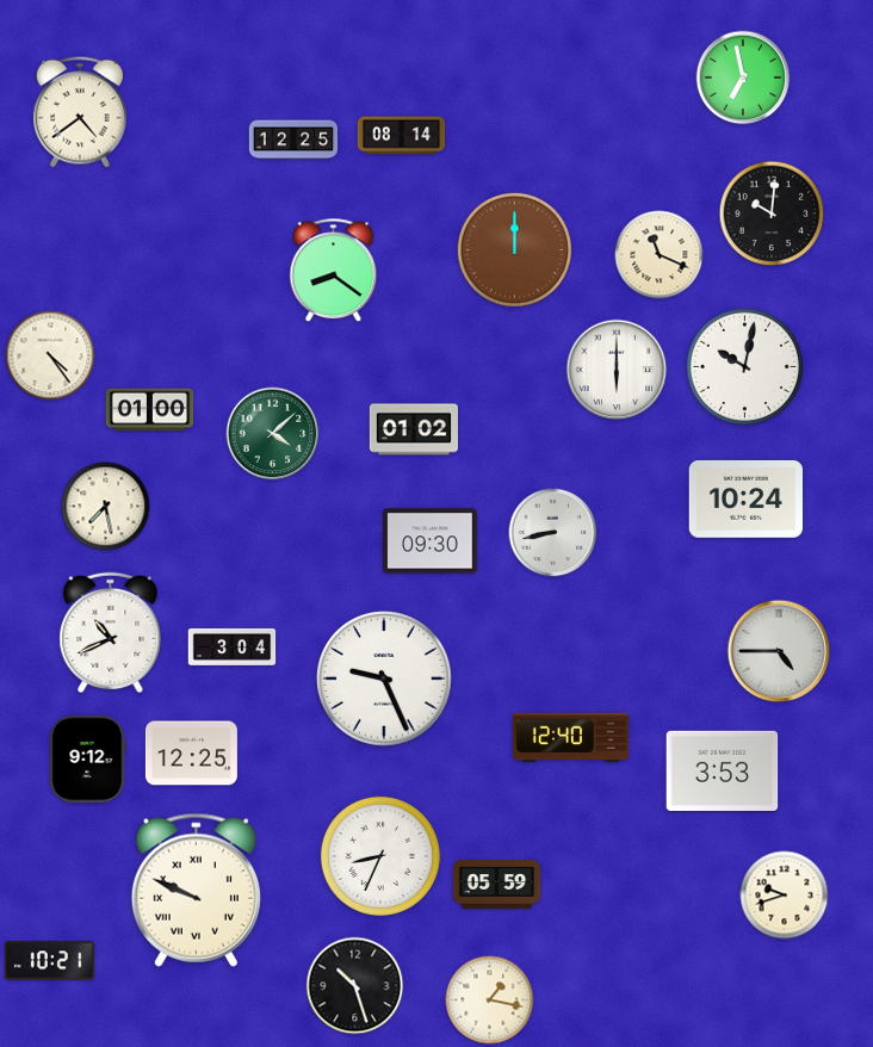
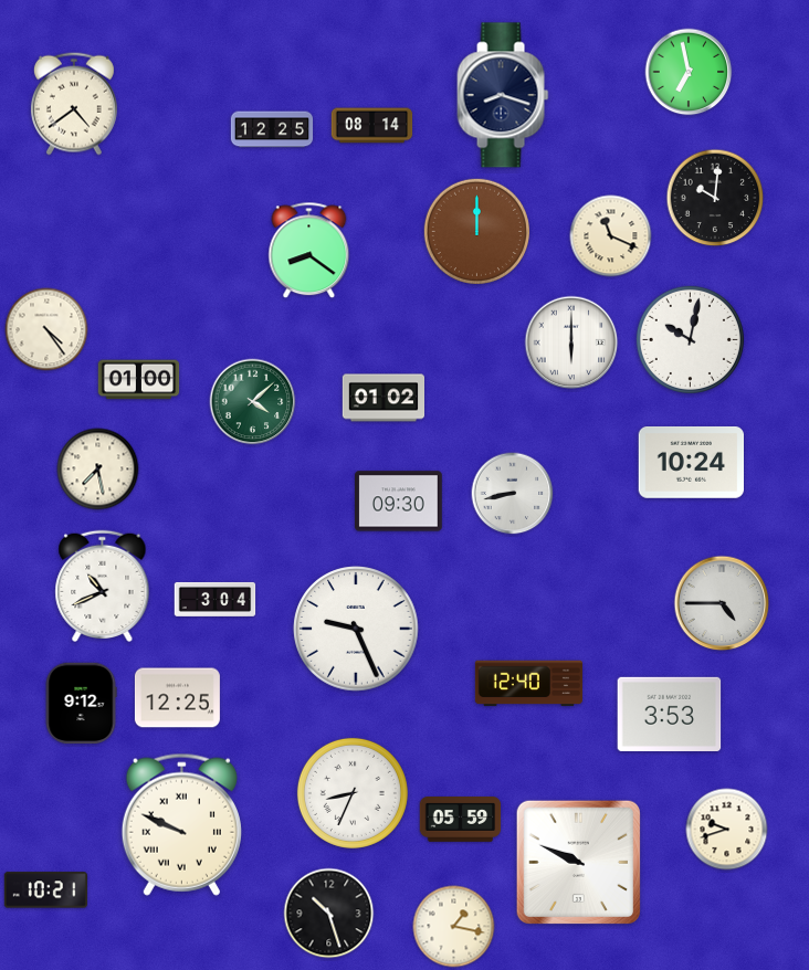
clock at (503, 95): none -> 8:18
clock at (578, 862): none -> 9:49
